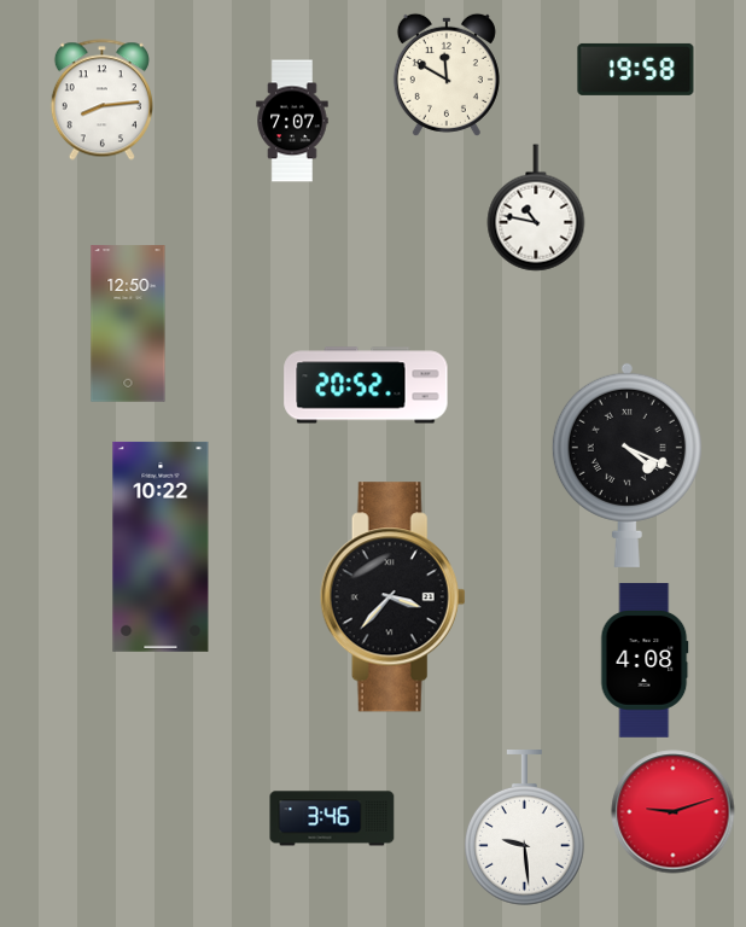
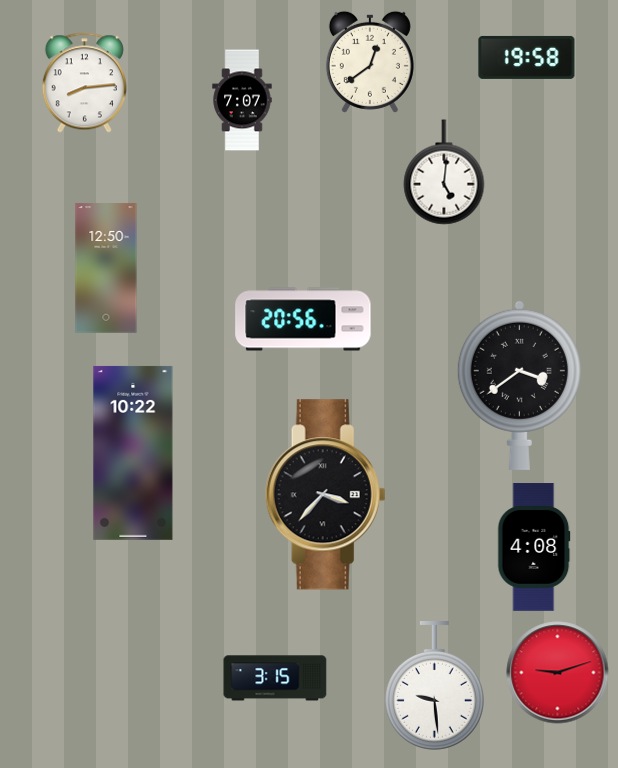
clock at (447, 75): 11:50 -> 12:39
clock at (536, 208): 10:47 -> 5:01
clock at (366, 385): 20:52 -> 20:56
clock at (626, 465): 4:19 -> 3:39
clock at (332, 818): 3:46 -> 3:15
